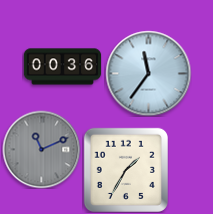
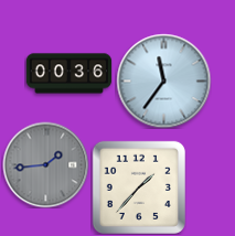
clock at (41, 149): 11:11 -> 1:44
clock at (126, 170): 1:35 -> 1:37
